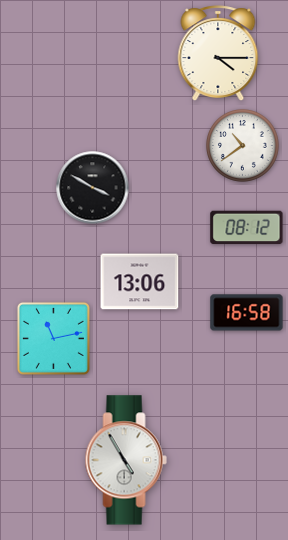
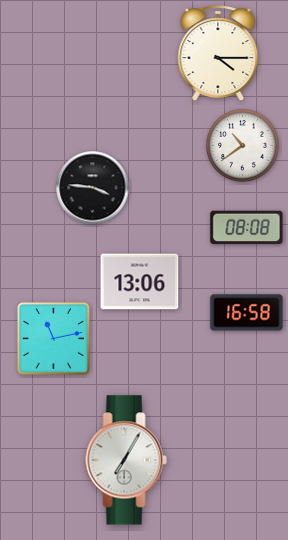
clock at (93, 188): 3:50 -> 3:46
clock at (247, 228): 08:12 -> 08:08
clock at (126, 460): 4:55 -> 7:05
